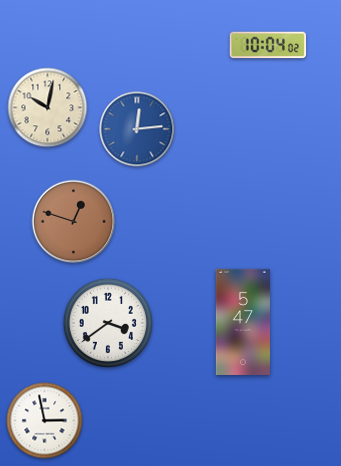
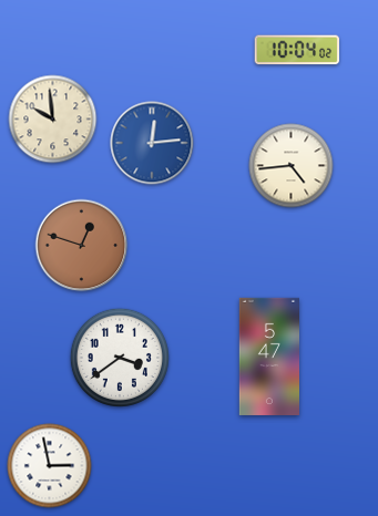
clock at (48, 108): 10:02 -> 9:59
clock at (292, 166): none -> 4:44
